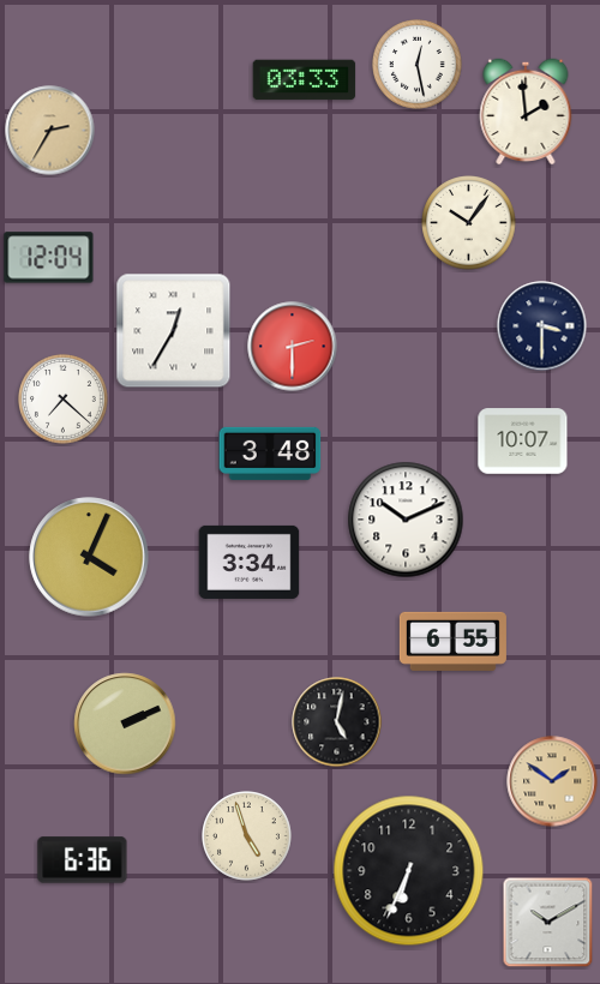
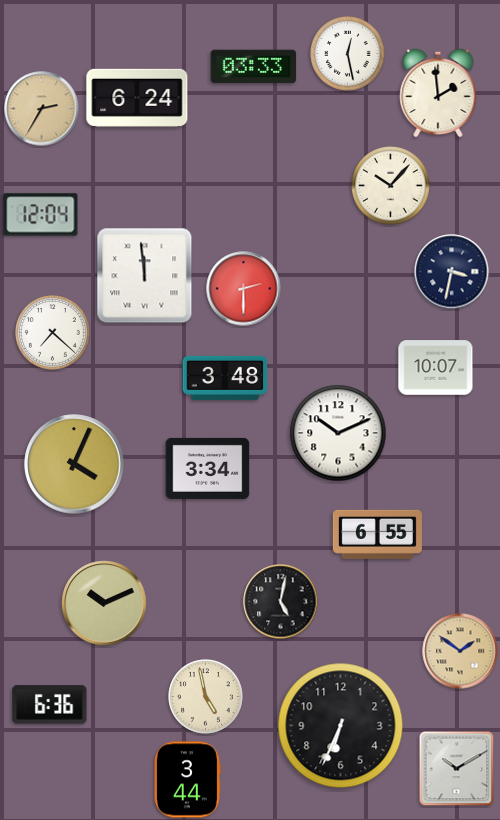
clock at (137, 98): none -> 6:24
clock at (469, 223): 10:06 -> 10:07
clock at (542, 326): 3:30 -> 3:32
clock at (174, 331): 12:35 -> 11:59
clock at (125, 724): 2:11 -> 10:11
clock at (247, 836): 4:57 -> 4:58
clock at (83, 860) position: (83, 860) -> (50, 705)
clock at (188, 780): none -> 3:44
